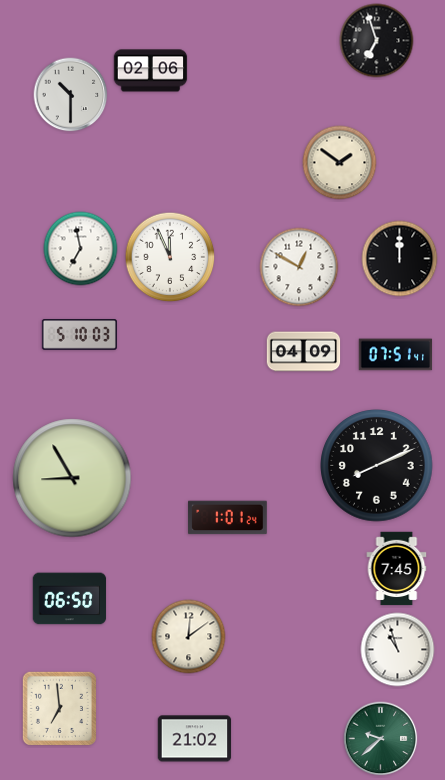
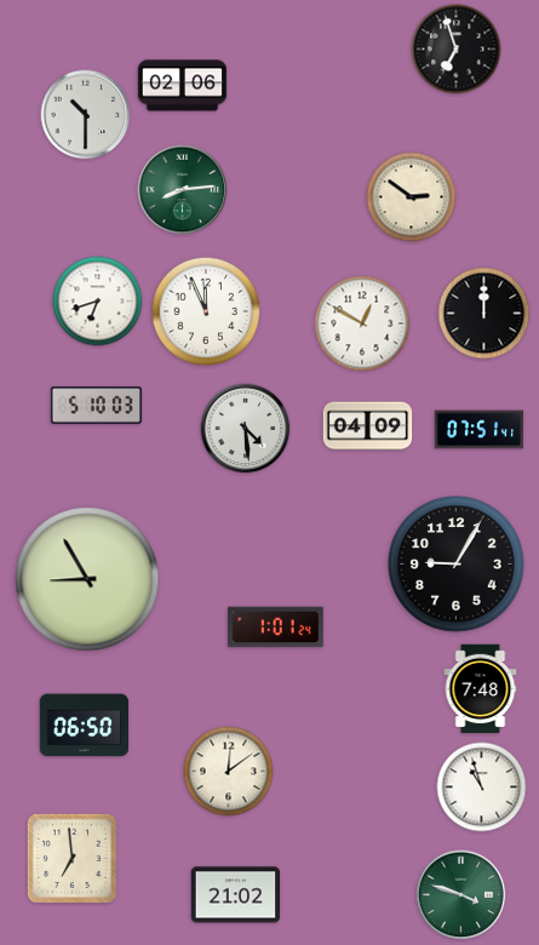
clock at (183, 190): none -> 8:14
clock at (340, 163): 1:51 -> 2:51
clock at (81, 249): 6:58 -> 6:42
clock at (246, 429): none -> 4:29
clock at (377, 466): 8:11 -> 9:05
clock at (397, 569): 7:45 -> 7:48
clock at (381, 739): 9:38 -> 3:48
